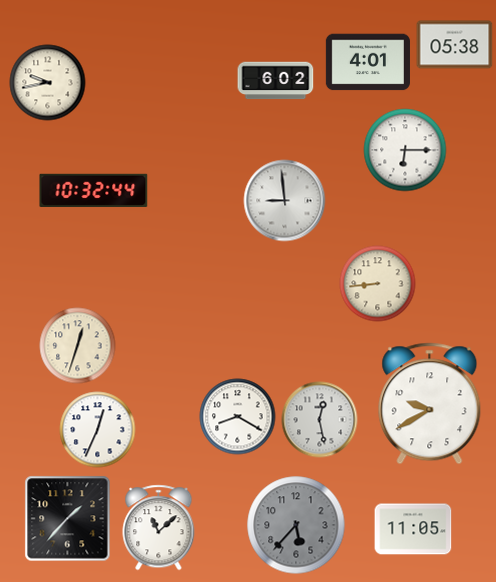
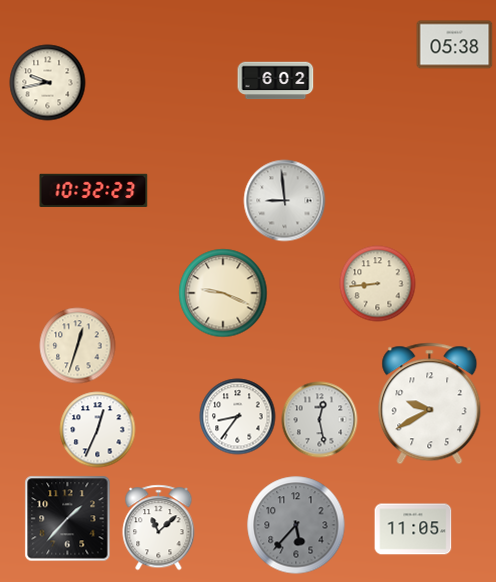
clock at (368, 62): 4:01 -> none
clock at (405, 150): 6:15 -> none
clock at (94, 190): 10:32:44 -> 10:32:23
clock at (223, 293): none -> 9:19
clock at (238, 417): 8:20 -> 8:36
